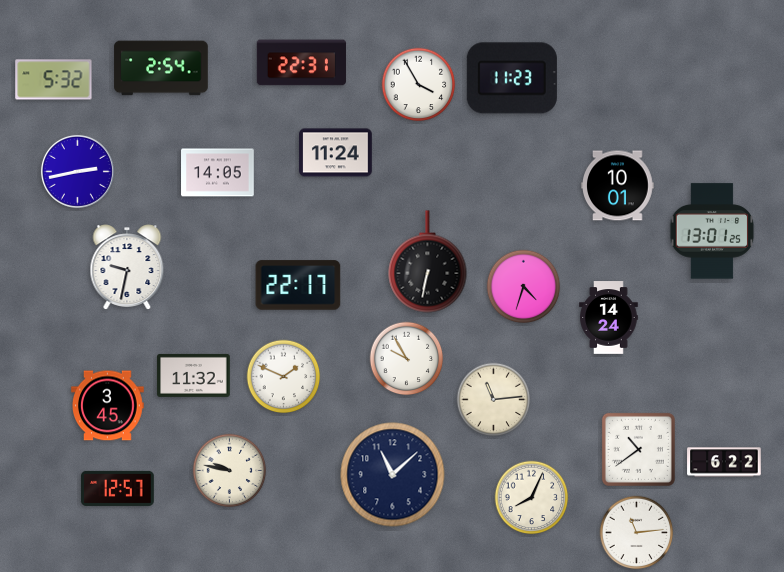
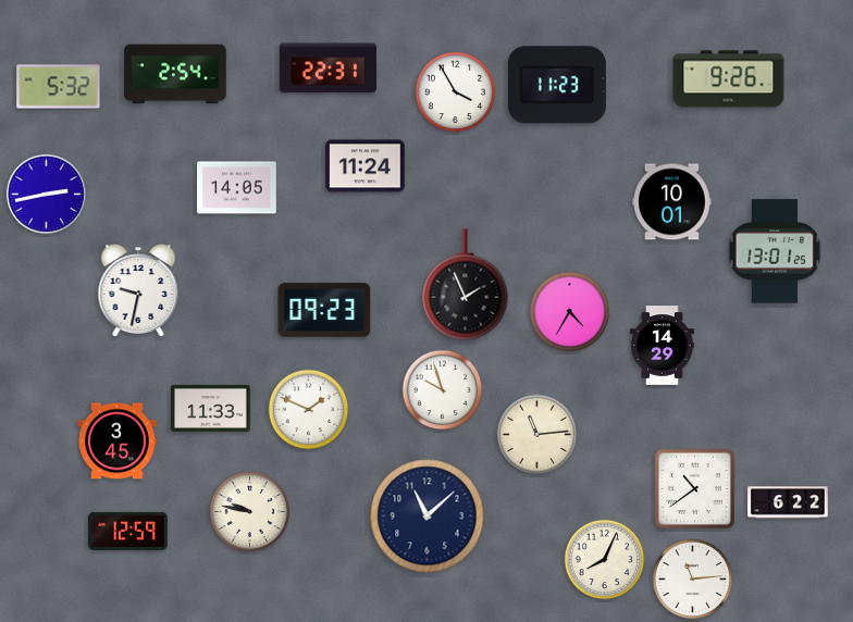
clock at (729, 79): none -> 9:26
clock at (77, 171) position: (77, 171) -> (46, 194)
clock at (428, 262): 6:32 -> 1:56
clock at (298, 285): 22:17 -> 09:23
clock at (524, 287): 4:33 -> 4:35
clock at (609, 318): 14:24 -> 14:29
clock at (407, 359): 9:55 -> 9:57
clock at (194, 375): 11:32 -> 11:33
clock at (118, 488): 12:57 -> 12:59
clock at (532, 498) position: (532, 498) -> (605, 560)
